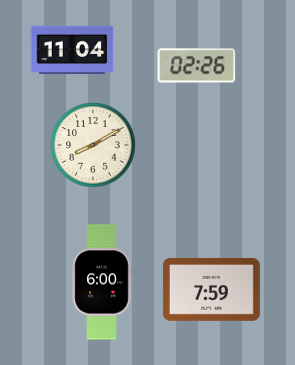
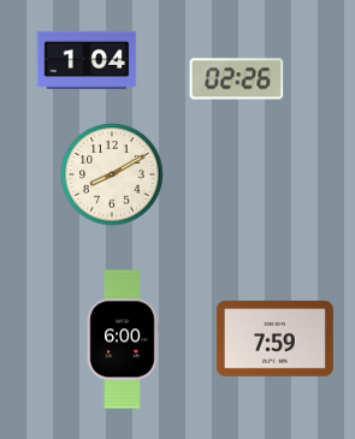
clock at (72, 50): 11:04 -> 1:04
clock at (211, 289) position: (211, 289) -> (274, 338)
